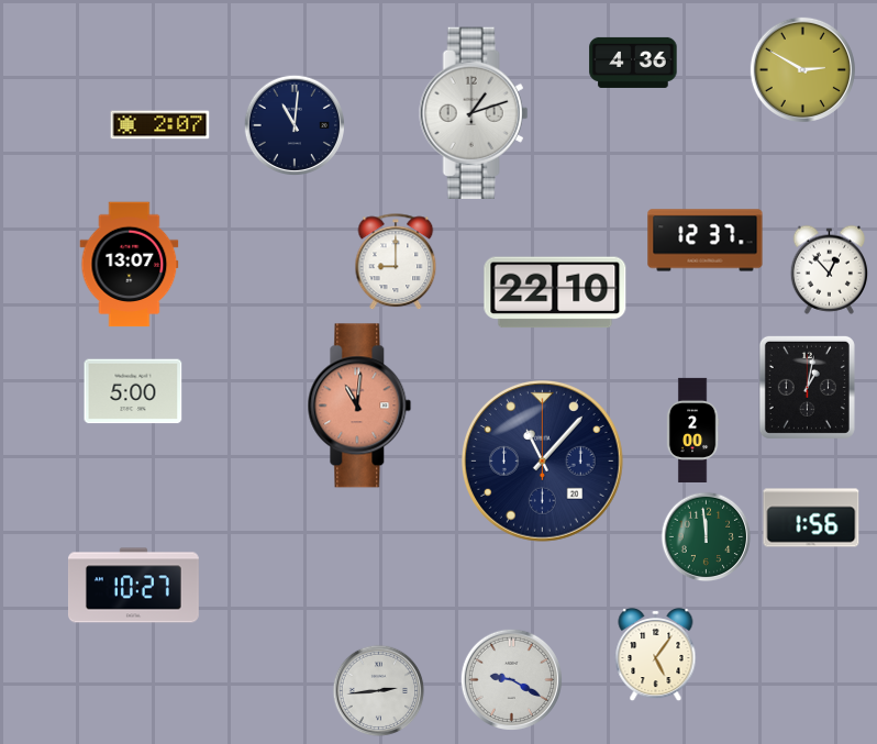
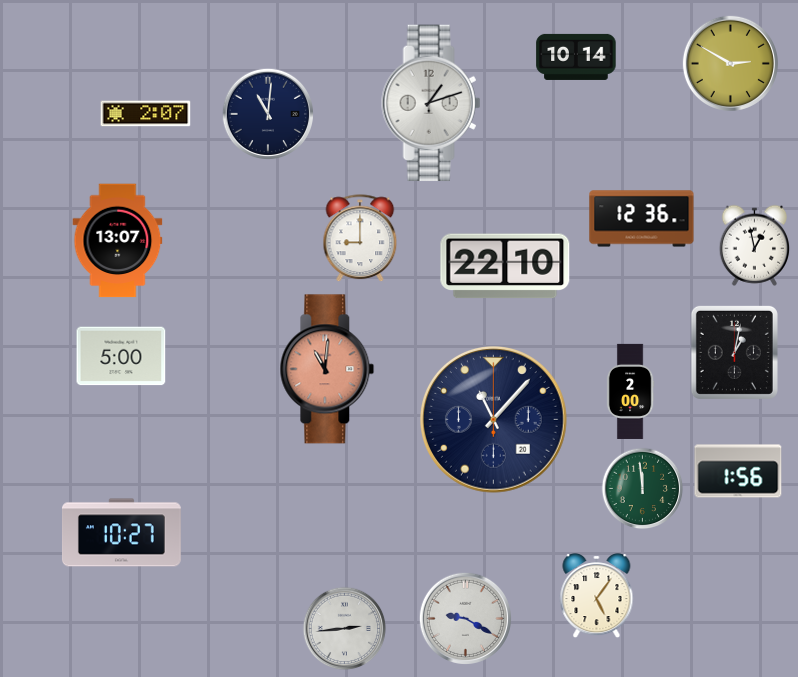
clock at (633, 63): 4:36 -> 10:14
clock at (706, 241): 12:37 -> 12:36
clock at (830, 269): 12:53 -> 12:58
